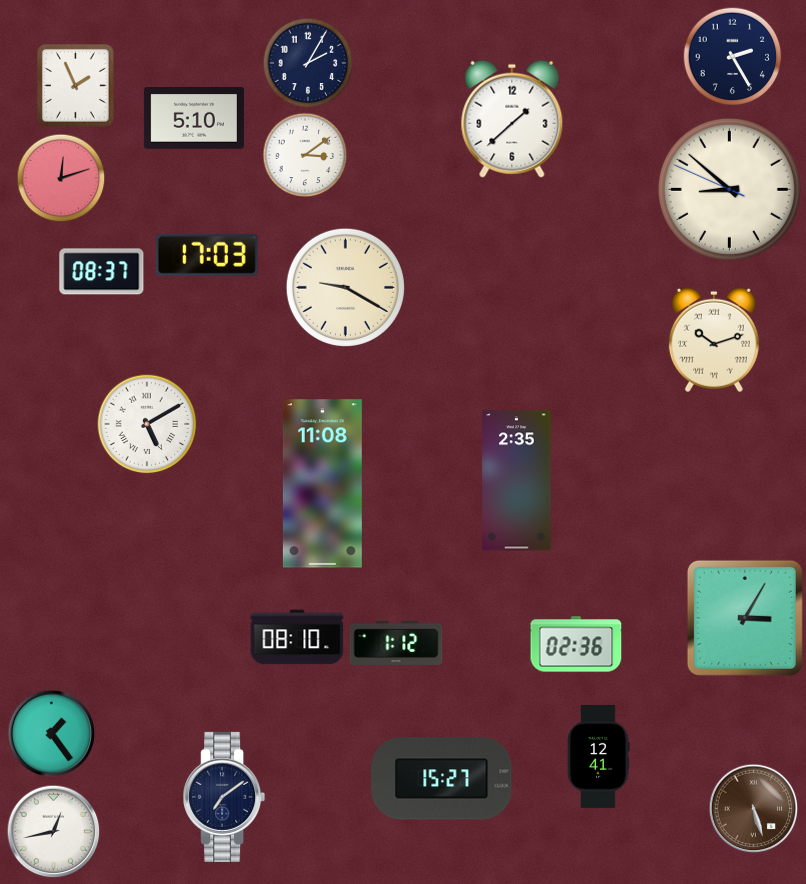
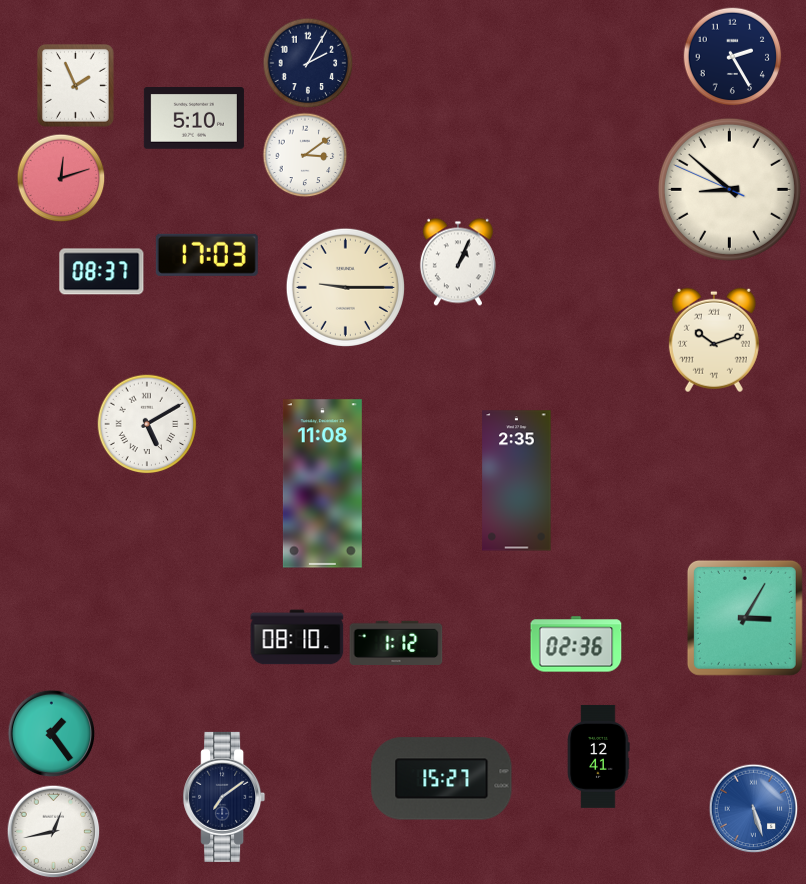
clock at (512, 119): 1:38 -> none
clock at (458, 262): none -> 1:04
clock at (345, 287): 9:20 -> 9:15
clock at (754, 809) dial: brown -> blue
